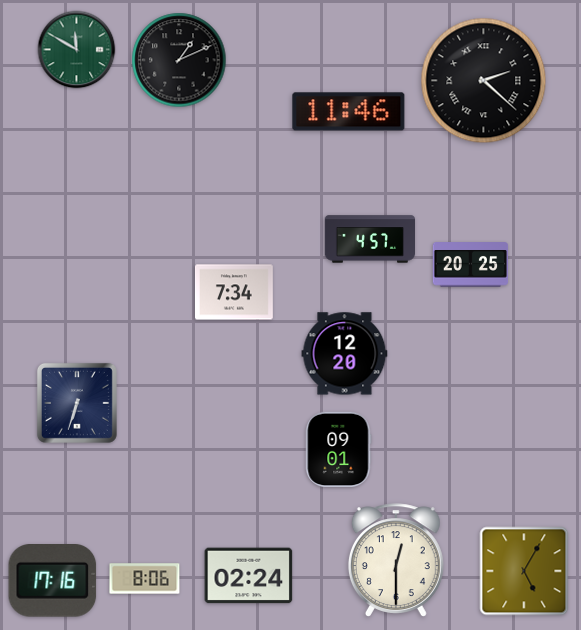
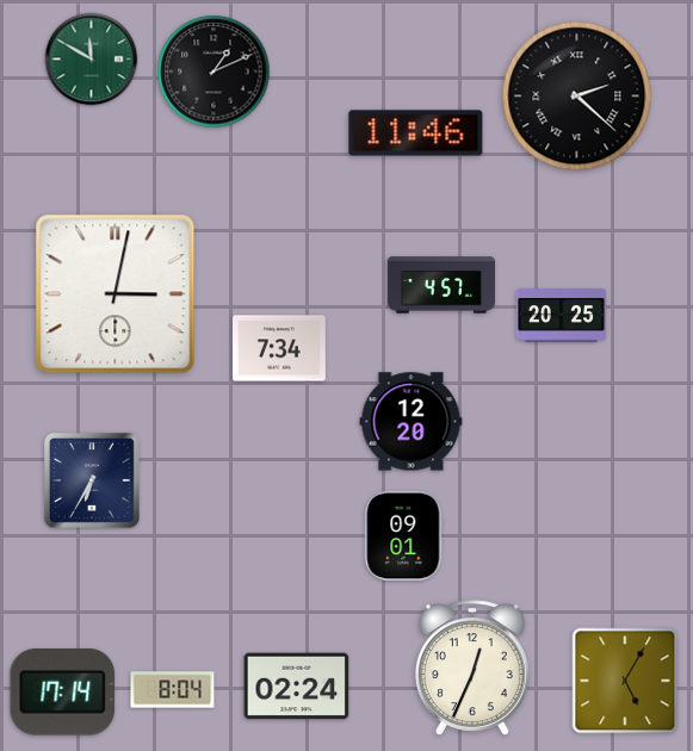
clock at (116, 294): none -> 3:02
clock at (77, 403): 6:33 -> 6:35
clock at (396, 560): 12:30 -> 12:34
clock at (145, 579): 8:06 -> 8:04
clock at (53, 581): 17:16 -> 17:14
